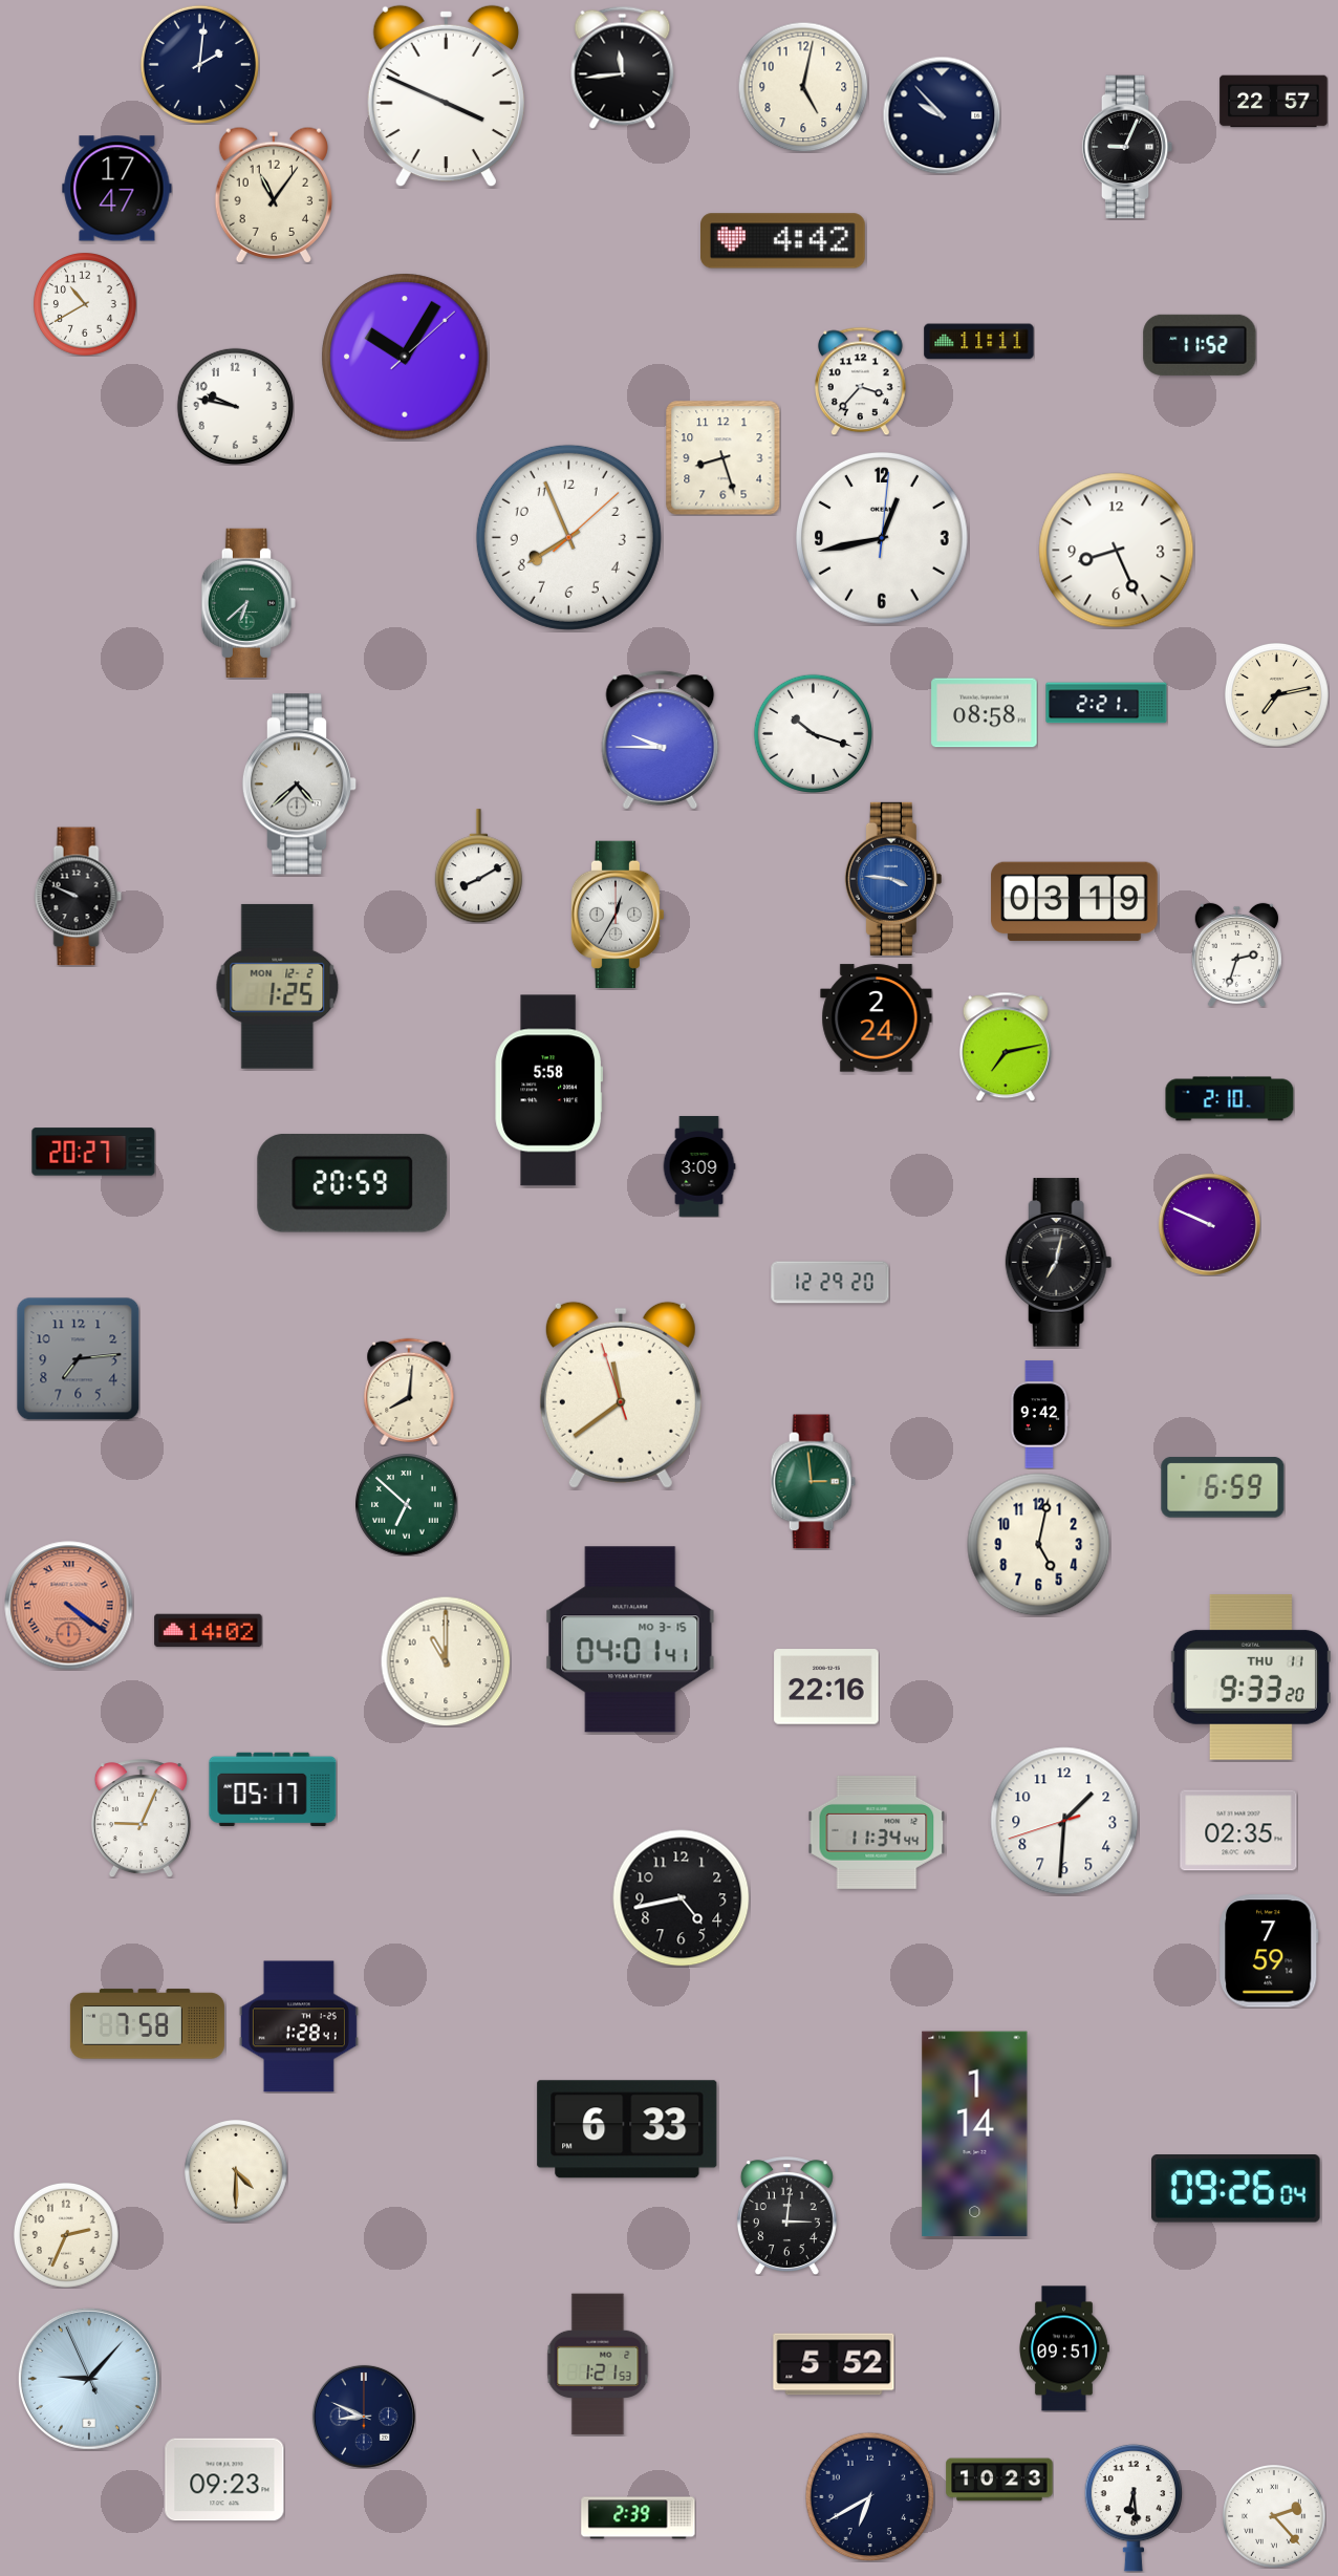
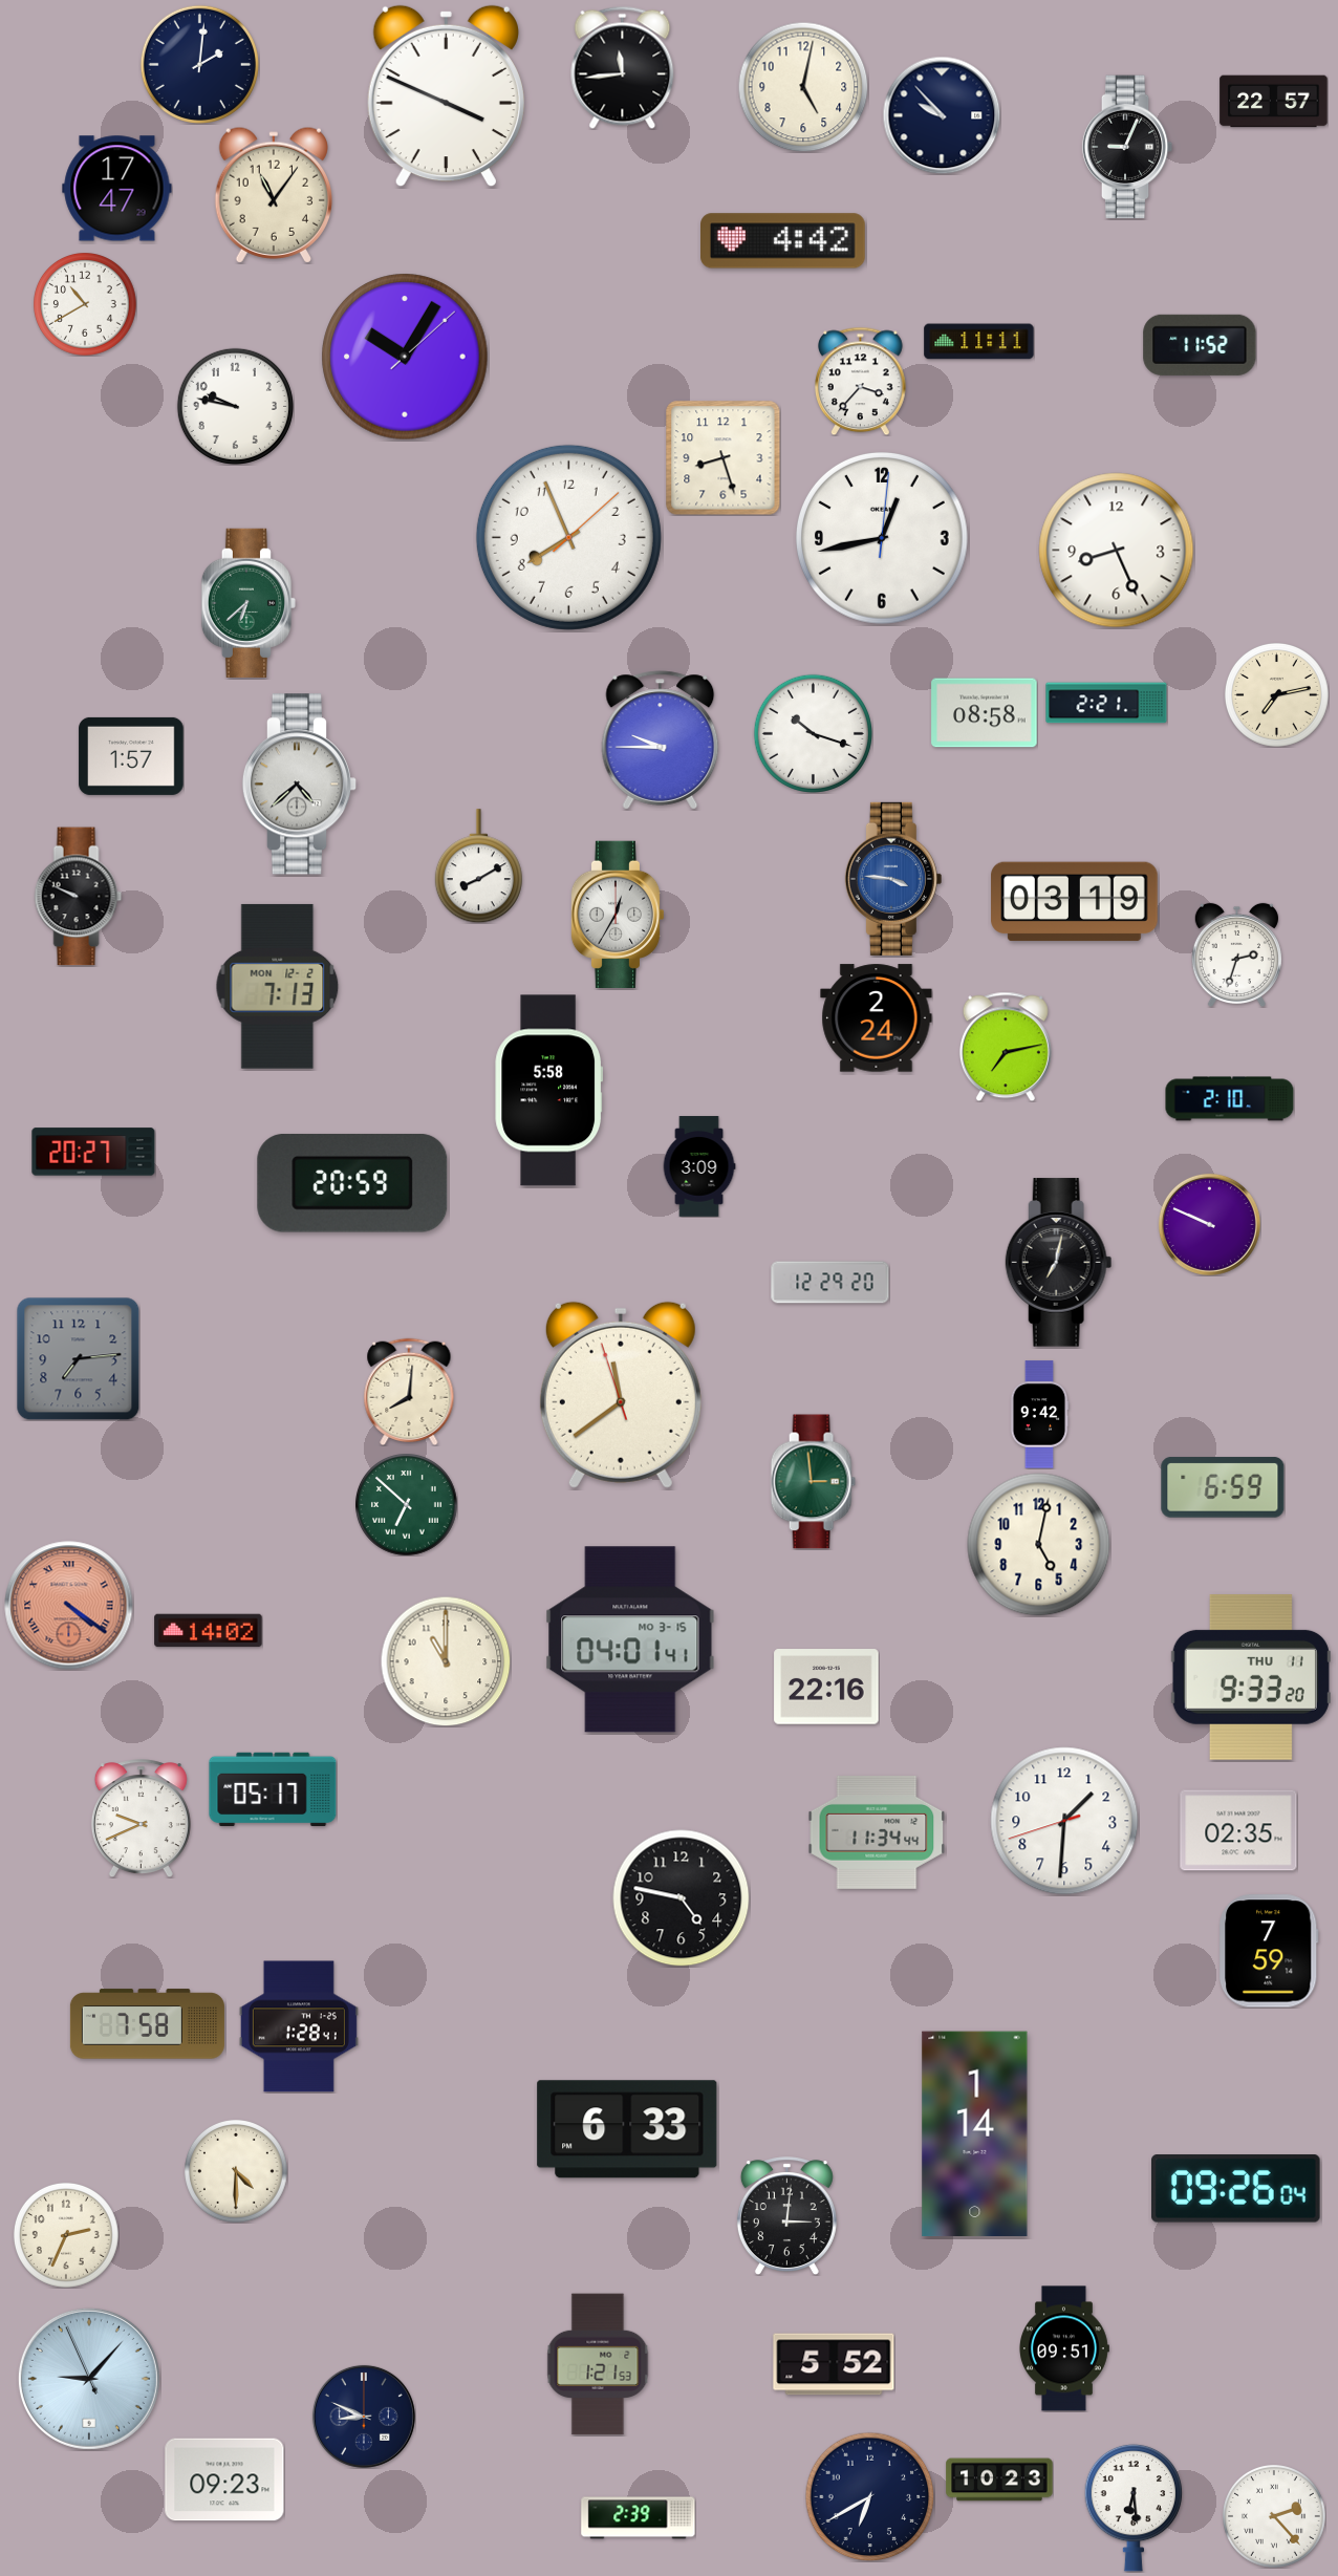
clock at (131, 756): none -> 1:57
clock at (278, 986): 1:25 -> 7:13
clock at (141, 1819): 9:04 -> 9:41
clock at (682, 1898): 4:43 -> 4:47
